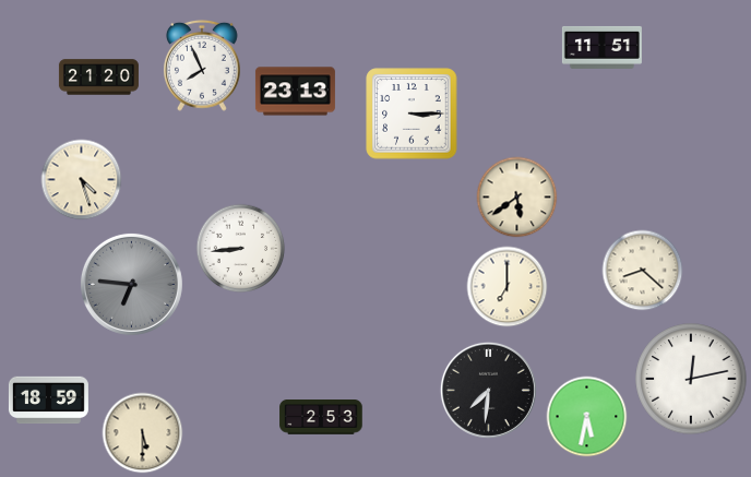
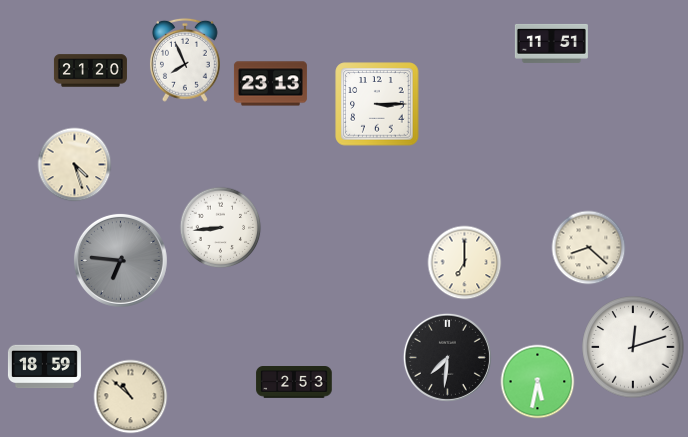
clock at (517, 198): 5:39 -> none
clock at (691, 379): 12:13 -> 12:12
clock at (143, 433): 5:30 -> 10:52
